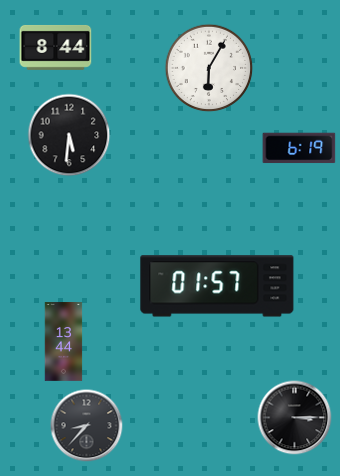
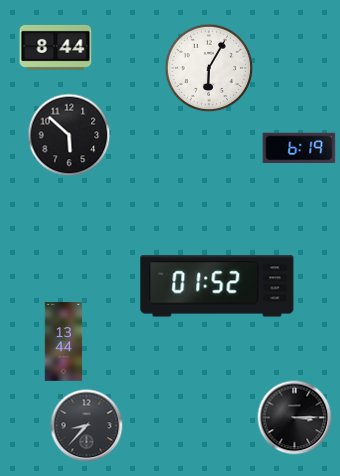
clock at (69, 135): 5:31 -> 5:52
clock at (217, 286): 01:57 -> 01:52
